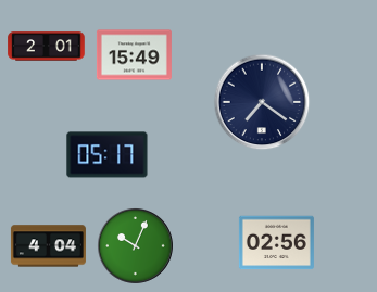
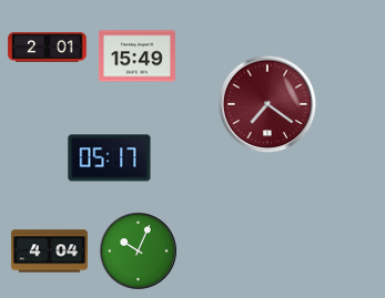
clock at (262, 102) dial: navy -> burgundy
clock at (276, 243): 02:56 -> none
